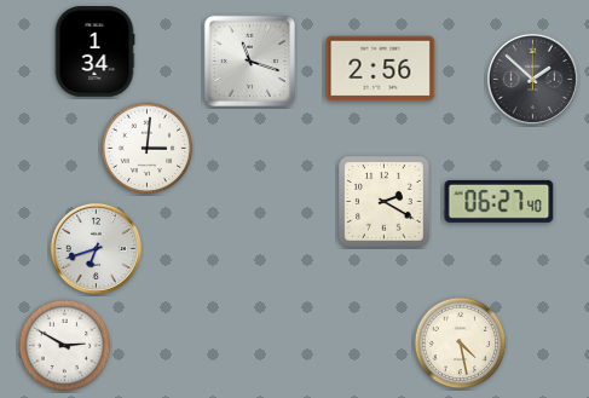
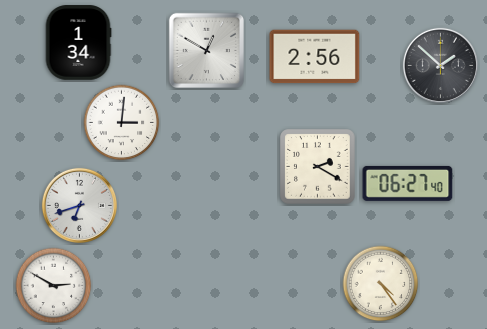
clock at (249, 60): 11:18 -> 12:50
clock at (500, 201) position: (500, 201) -> (408, 183)
clock at (461, 344): 4:28 -> 4:24
